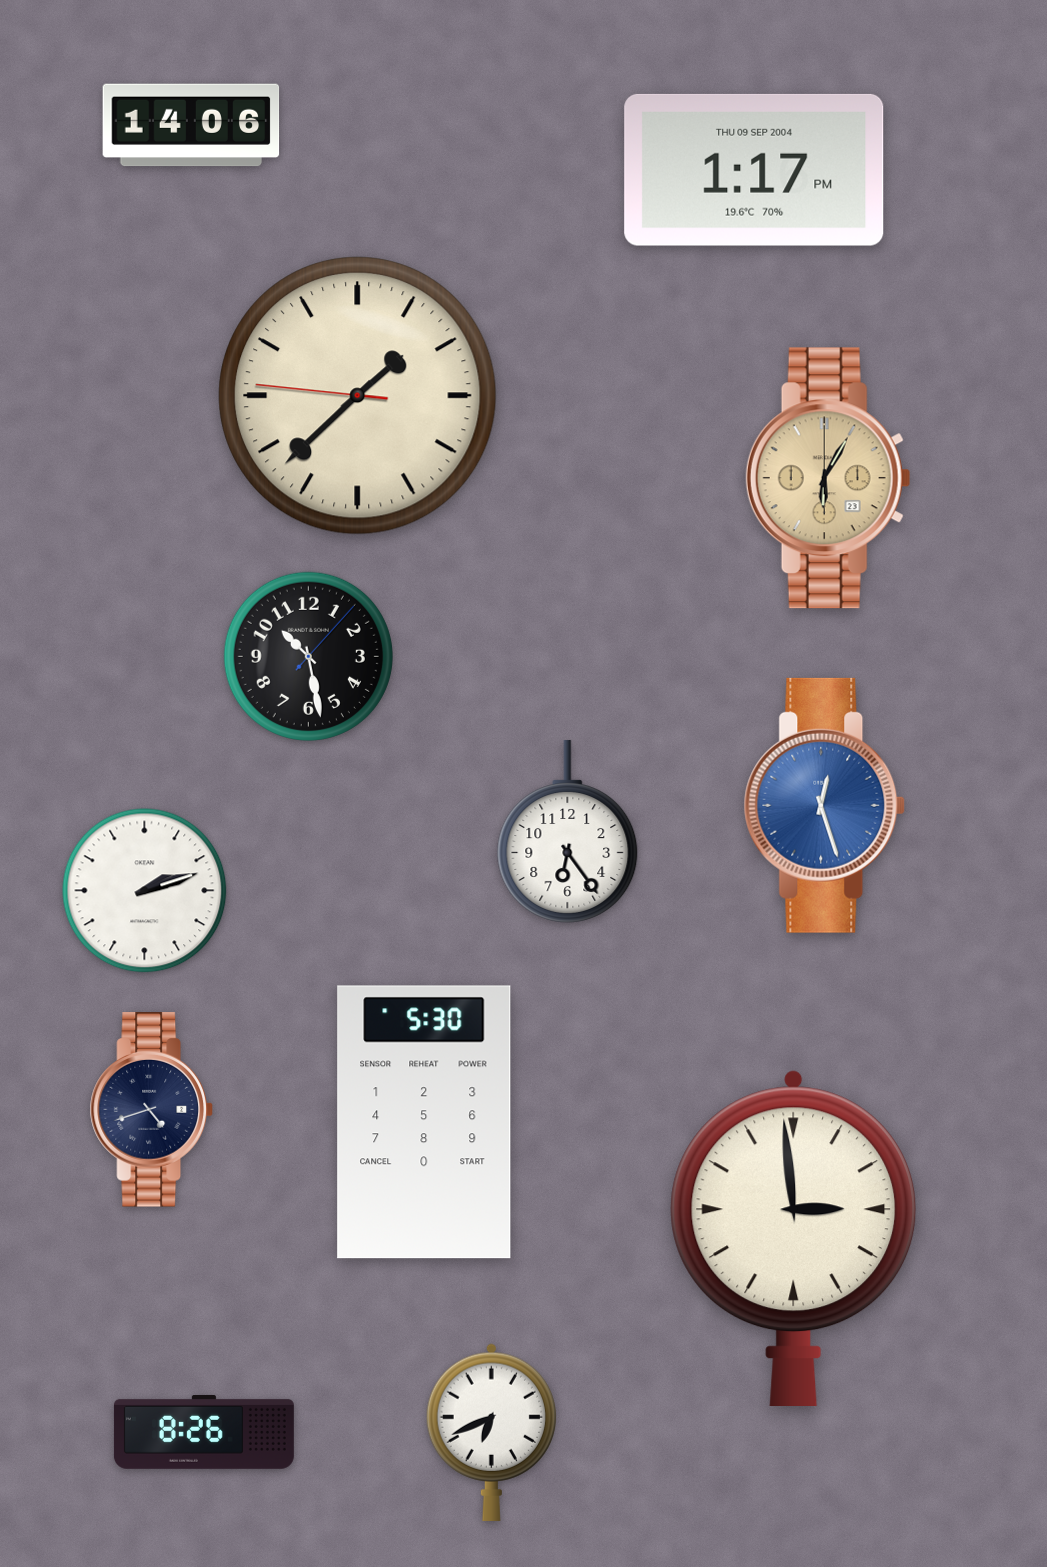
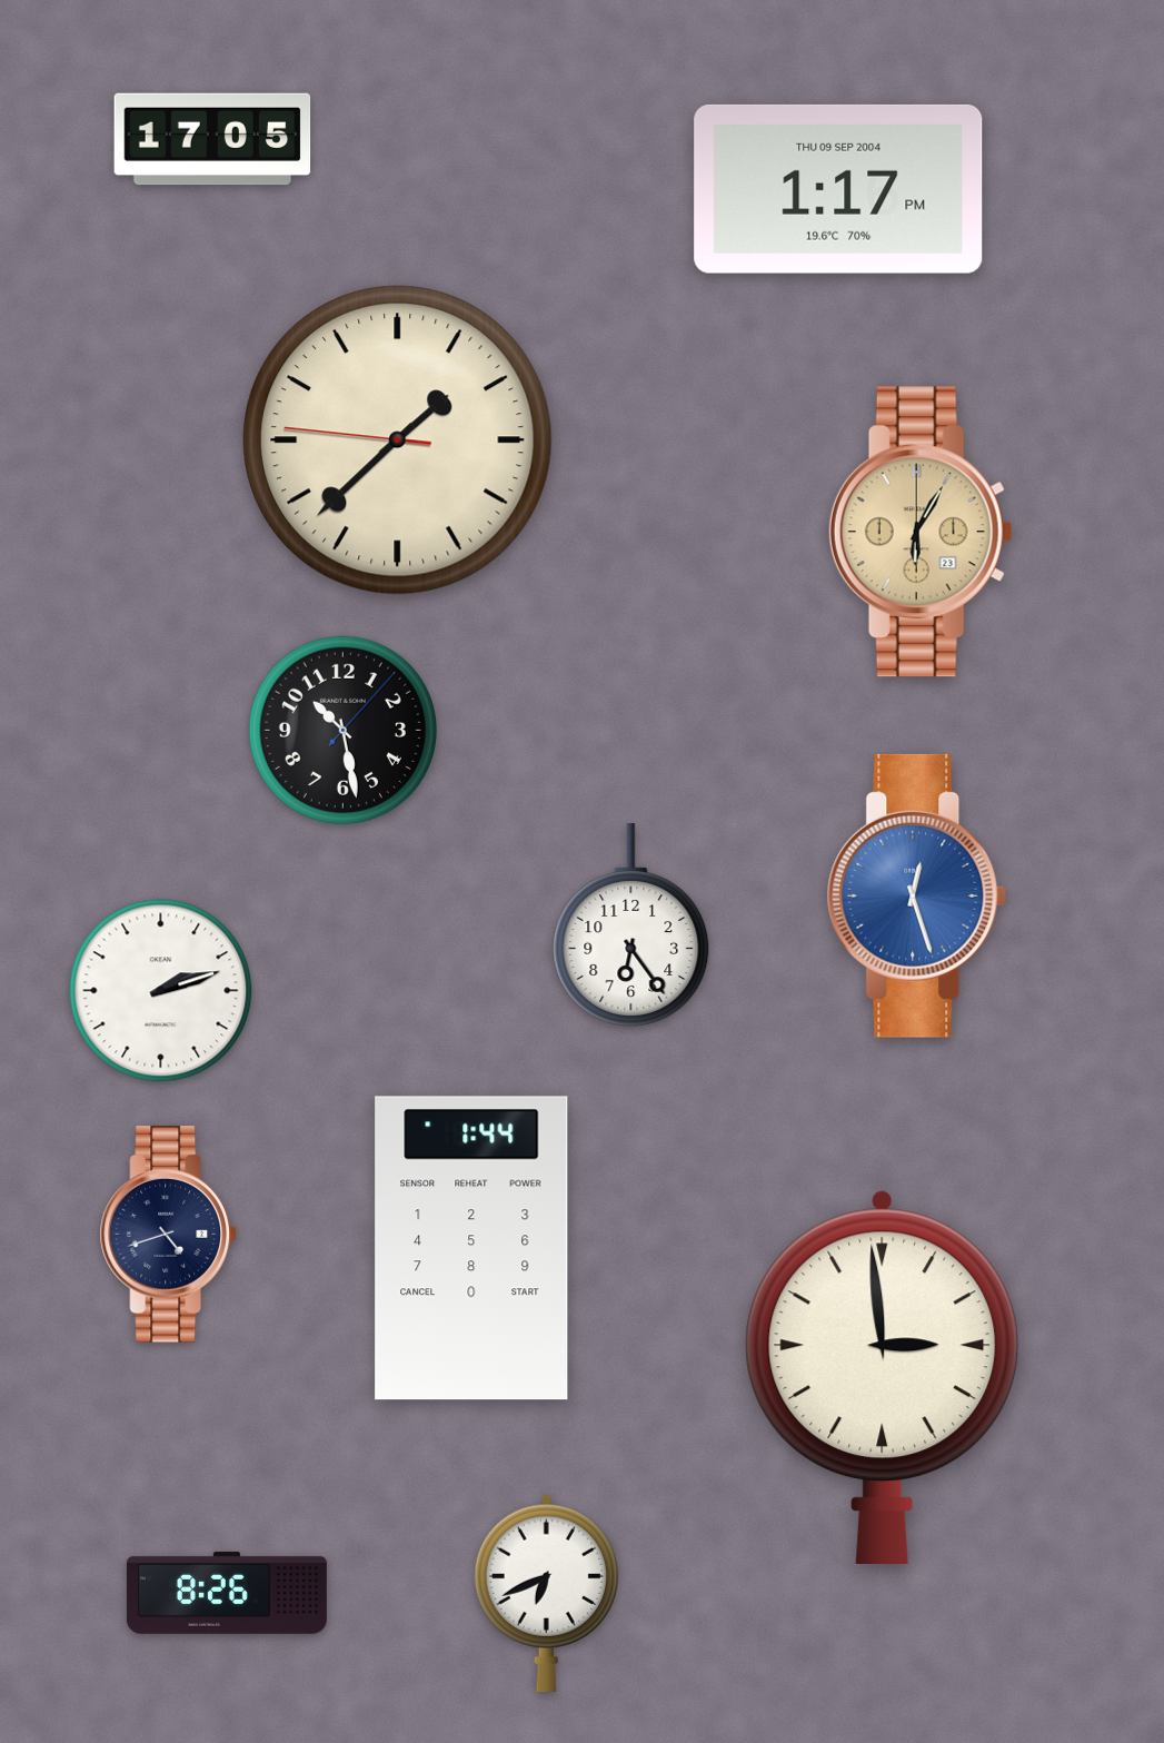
clock at (191, 125): 14:06 -> 17:05
clock at (424, 1122): 5:30 -> 1:44
